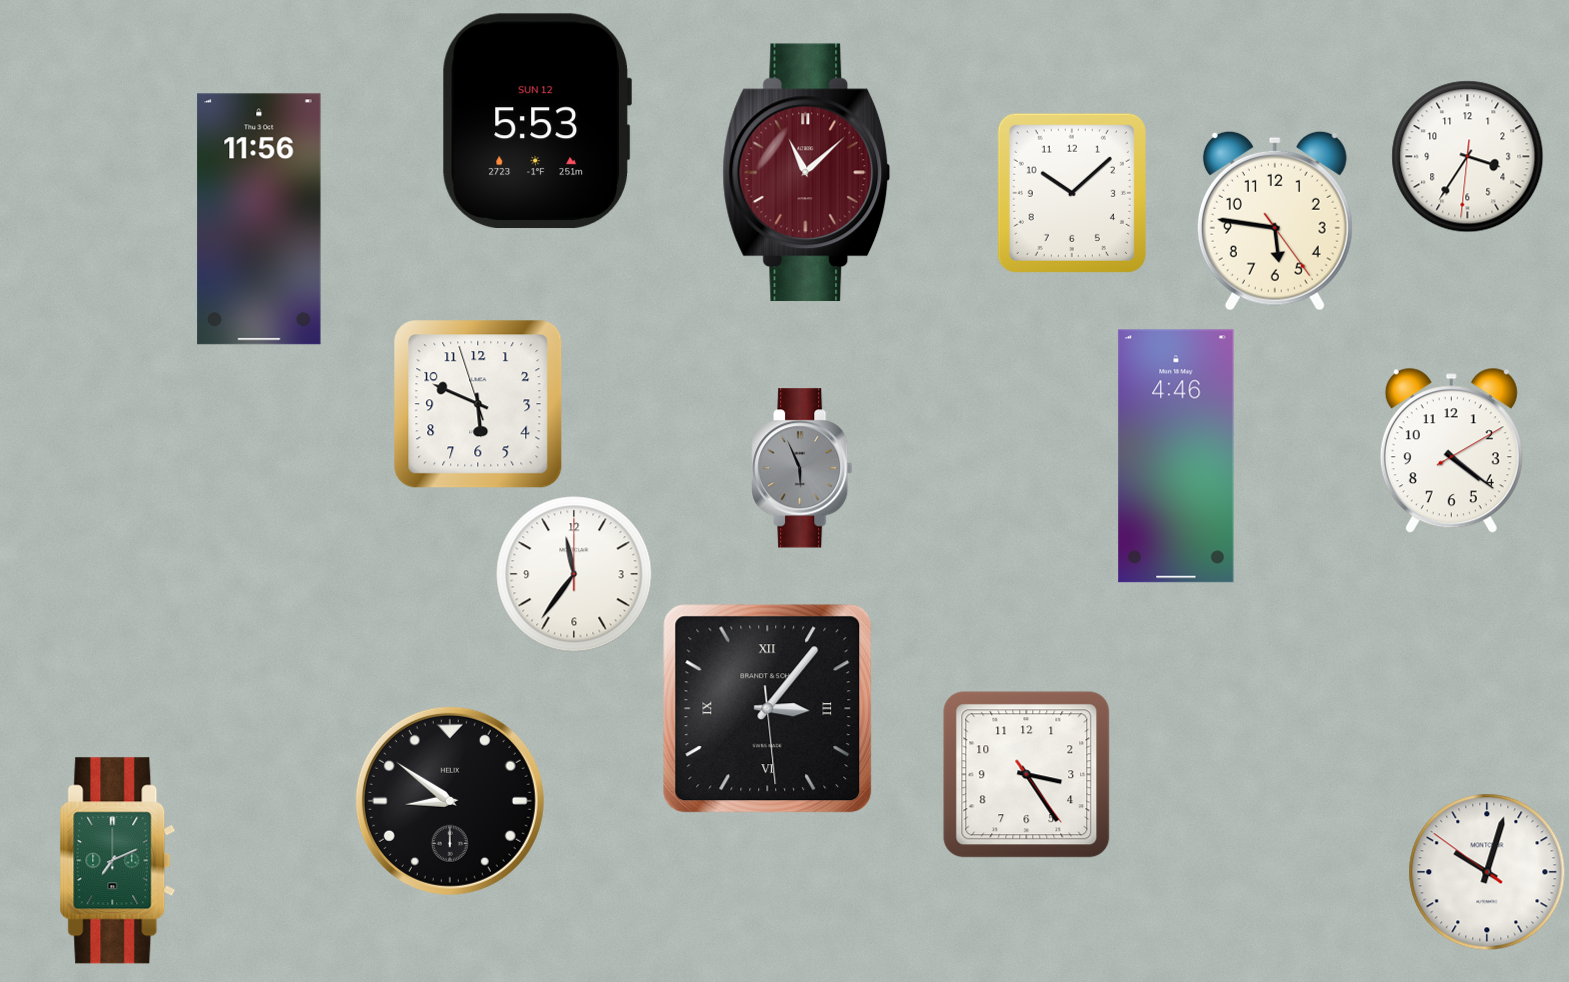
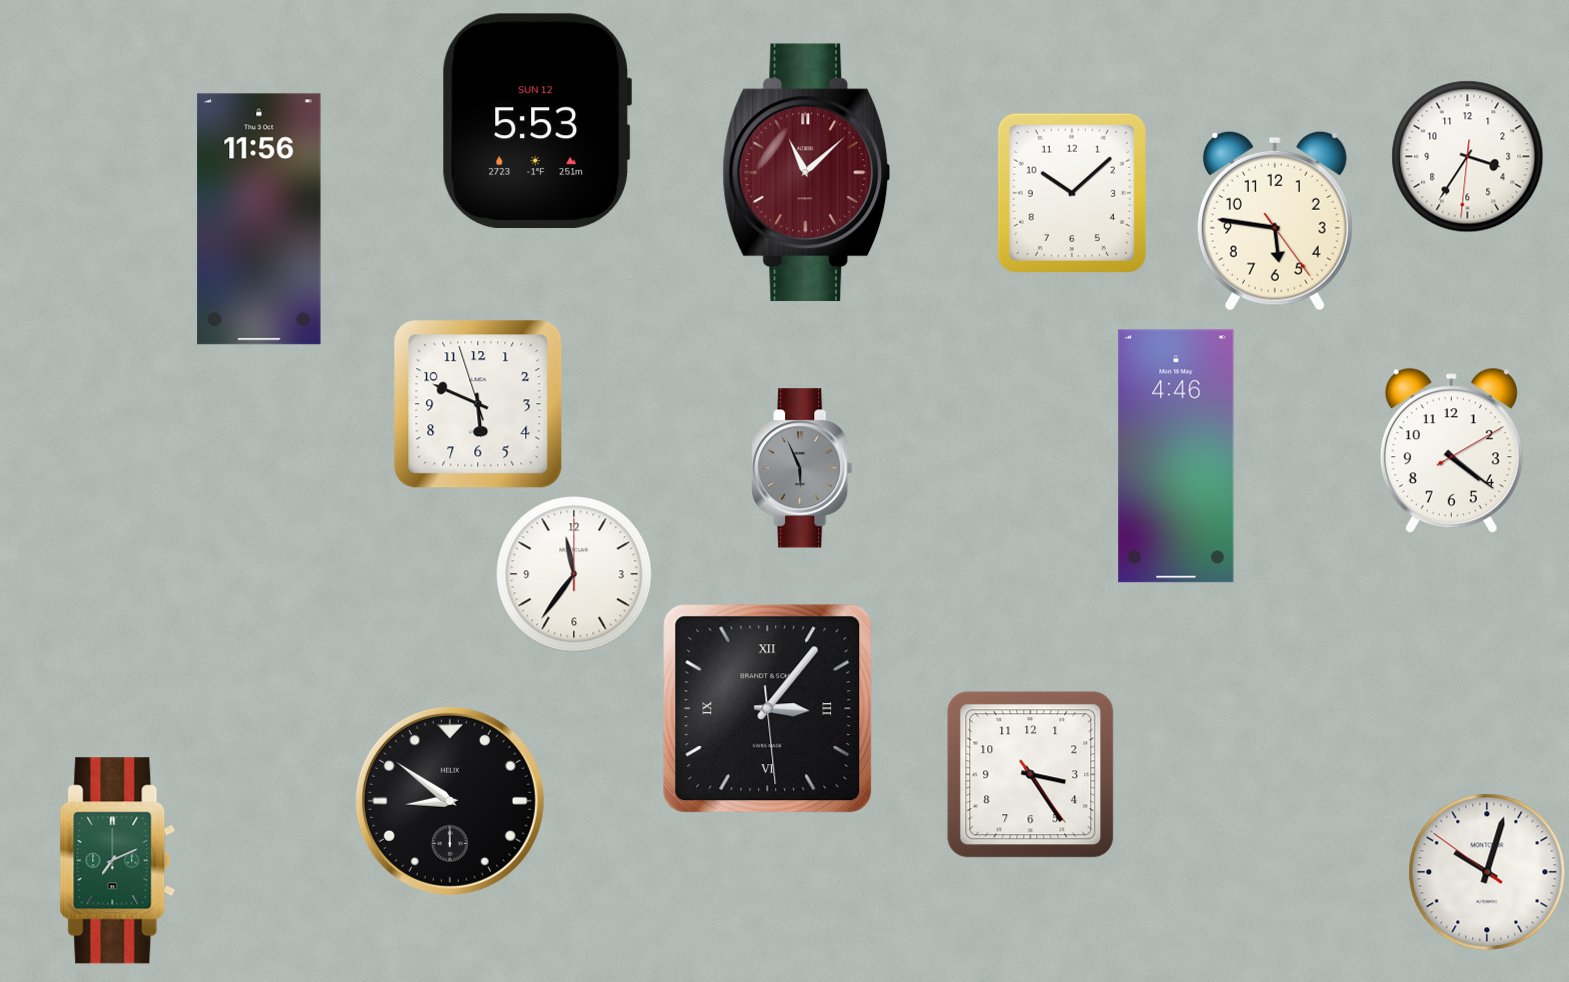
clock at (1027, 775) position: (1027, 775) -> (1031, 775)
